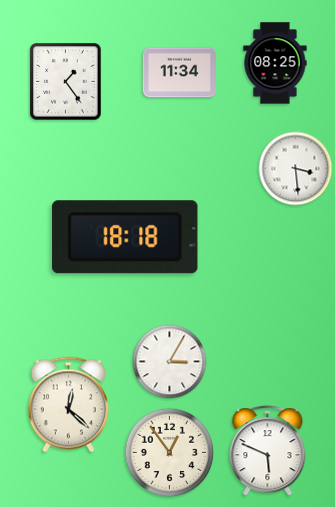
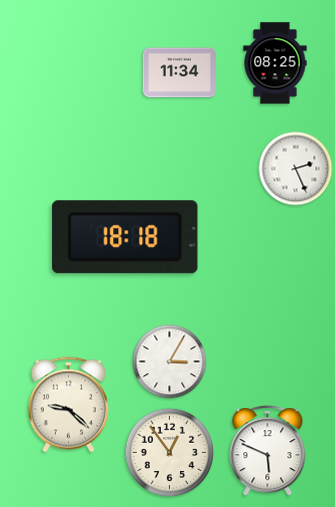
clock at (66, 82): 1:24 -> none
clock at (296, 169): 3:29 -> 2:26
clock at (68, 405): 12:22 -> 9:22
